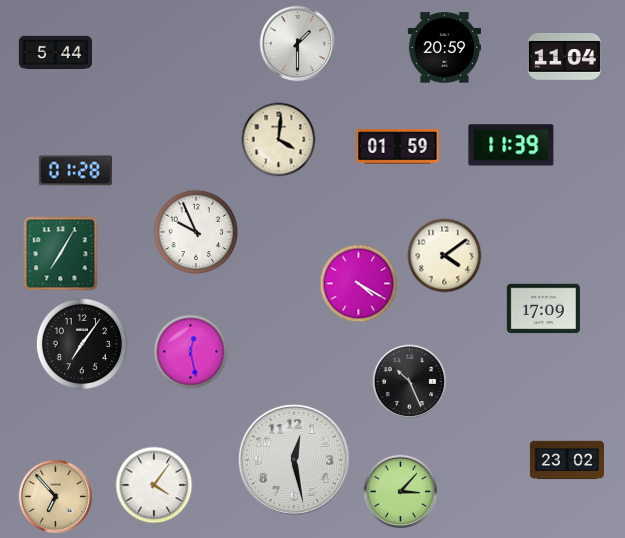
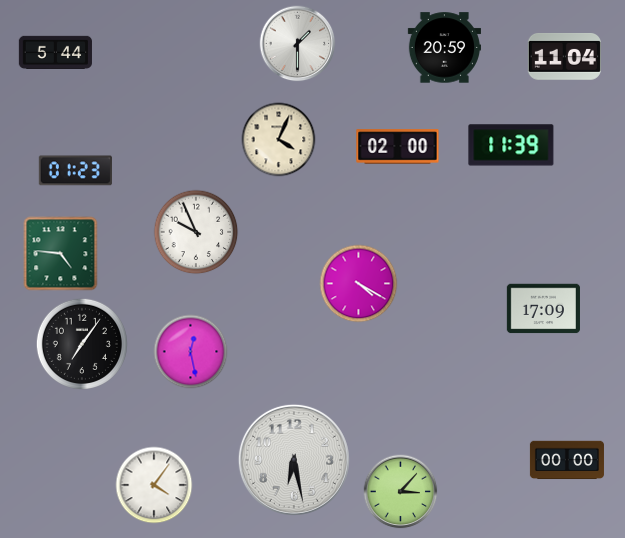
clock at (279, 140): 4:01 -> 4:04
clock at (398, 147): 01:59 -> 02:00
clock at (75, 171): 01:28 -> 01:23
clock at (61, 254): 7:05 -> 4:46
clock at (445, 256): 4:09 -> none
clock at (410, 382): 10:26 -> none
clock at (294, 460): 12:28 -> 6:28
clock at (567, 460): 23:02 -> 00:00
clock at (56, 497): 6:53 -> none
